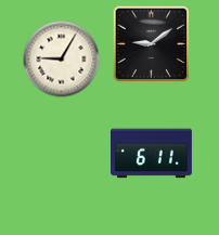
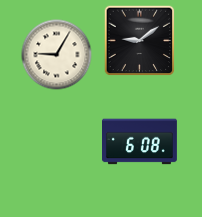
clock at (152, 154): 6:11 -> 6:08
